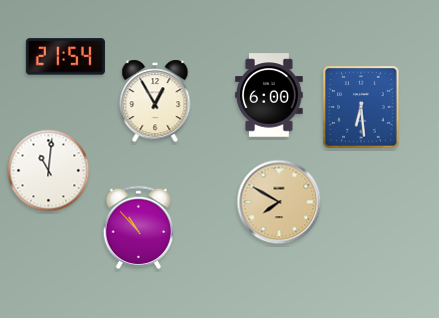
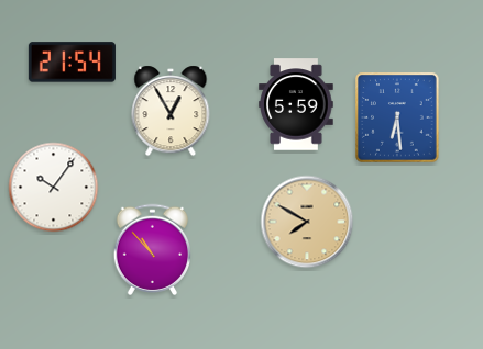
clock at (269, 95): 6:00 -> 5:59
clock at (49, 171): 11:01 -> 10:06
